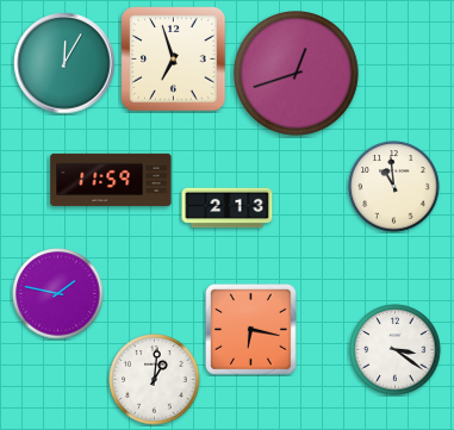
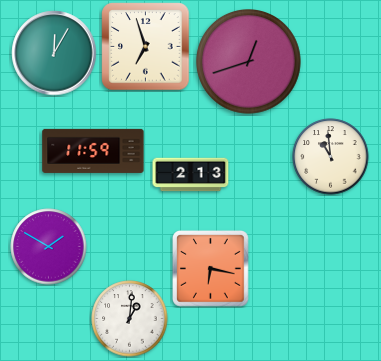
clock at (174, 60) position: (174, 60) -> (146, 47)
clock at (58, 294): 1:47 -> 1:50
clock at (251, 330) position: (251, 330) -> (211, 269)
clock at (396, 350): 3:21 -> none
